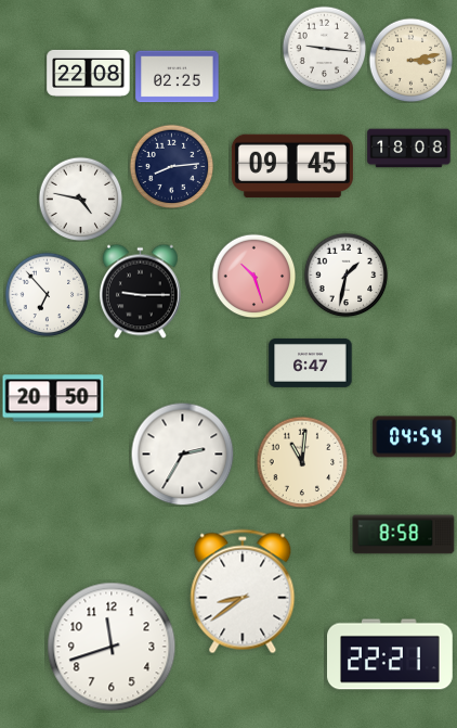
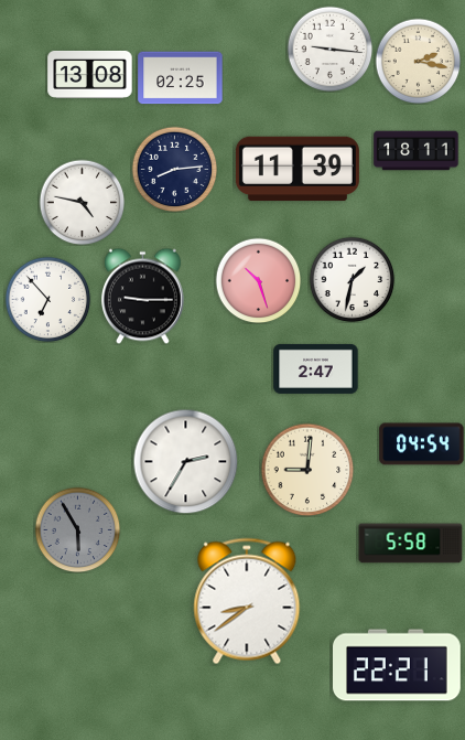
clock at (410, 60): 3:13 -> 2:17
clock at (89, 73): 22:08 -> 13:08
clock at (409, 149): 18:08 -> 18:11
clock at (292, 166): 09:45 -> 11:39
clock at (311, 362): 6:47 -> 2:47
clock at (53, 398): 20:50 -> none
clock at (302, 462): 11:01 -> 9:01
clock at (77, 529): none -> 5:55
clock at (404, 535): 8:58 -> 5:58
clock at (112, 647): 11:42 -> none
